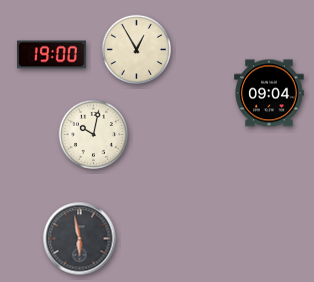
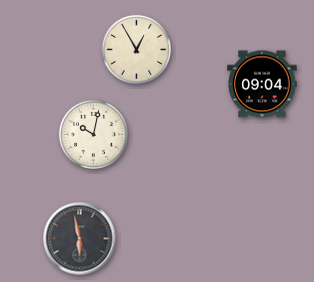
clock at (52, 55): 19:00 -> none
clock at (269, 93) position: (269, 93) -> (262, 84)
